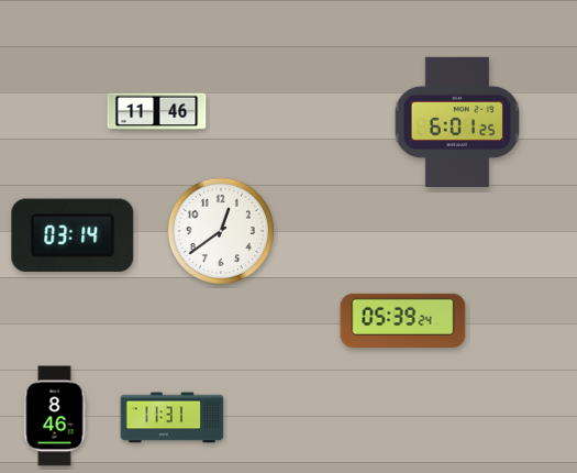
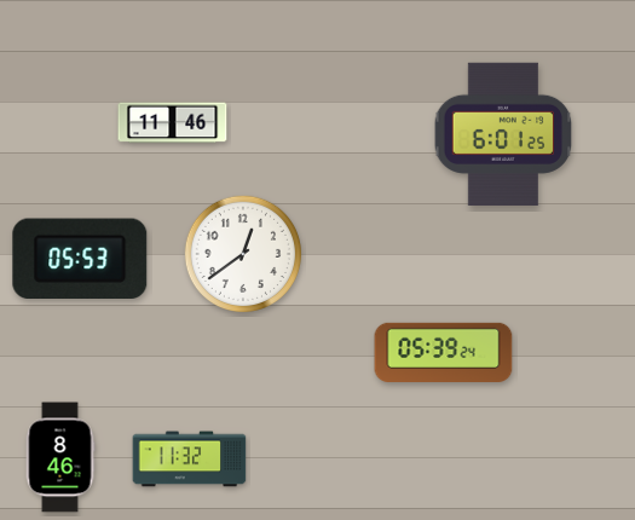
clock at (73, 234): 03:14 -> 05:53
clock at (173, 418): 11:31 -> 11:32
